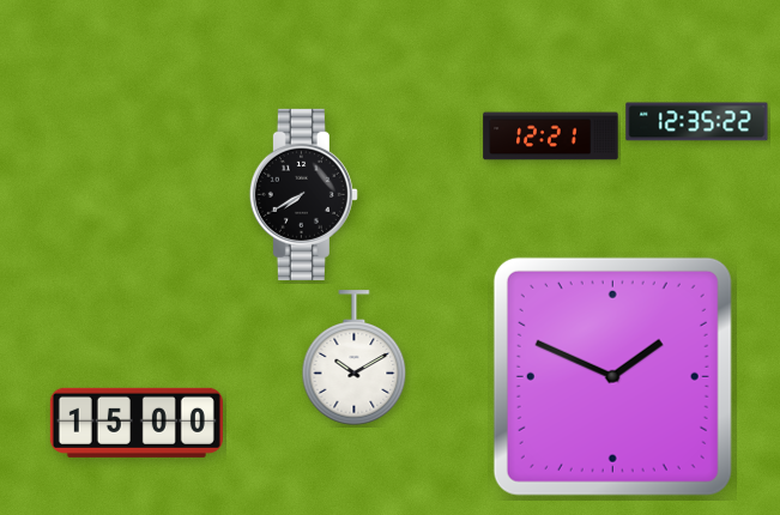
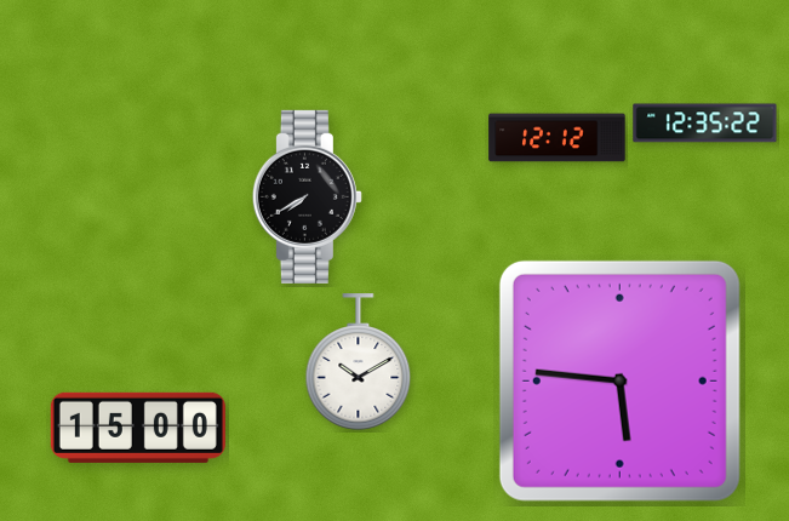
clock at (551, 137): 12:21 -> 12:12
clock at (612, 376): 1:49 -> 5:46
